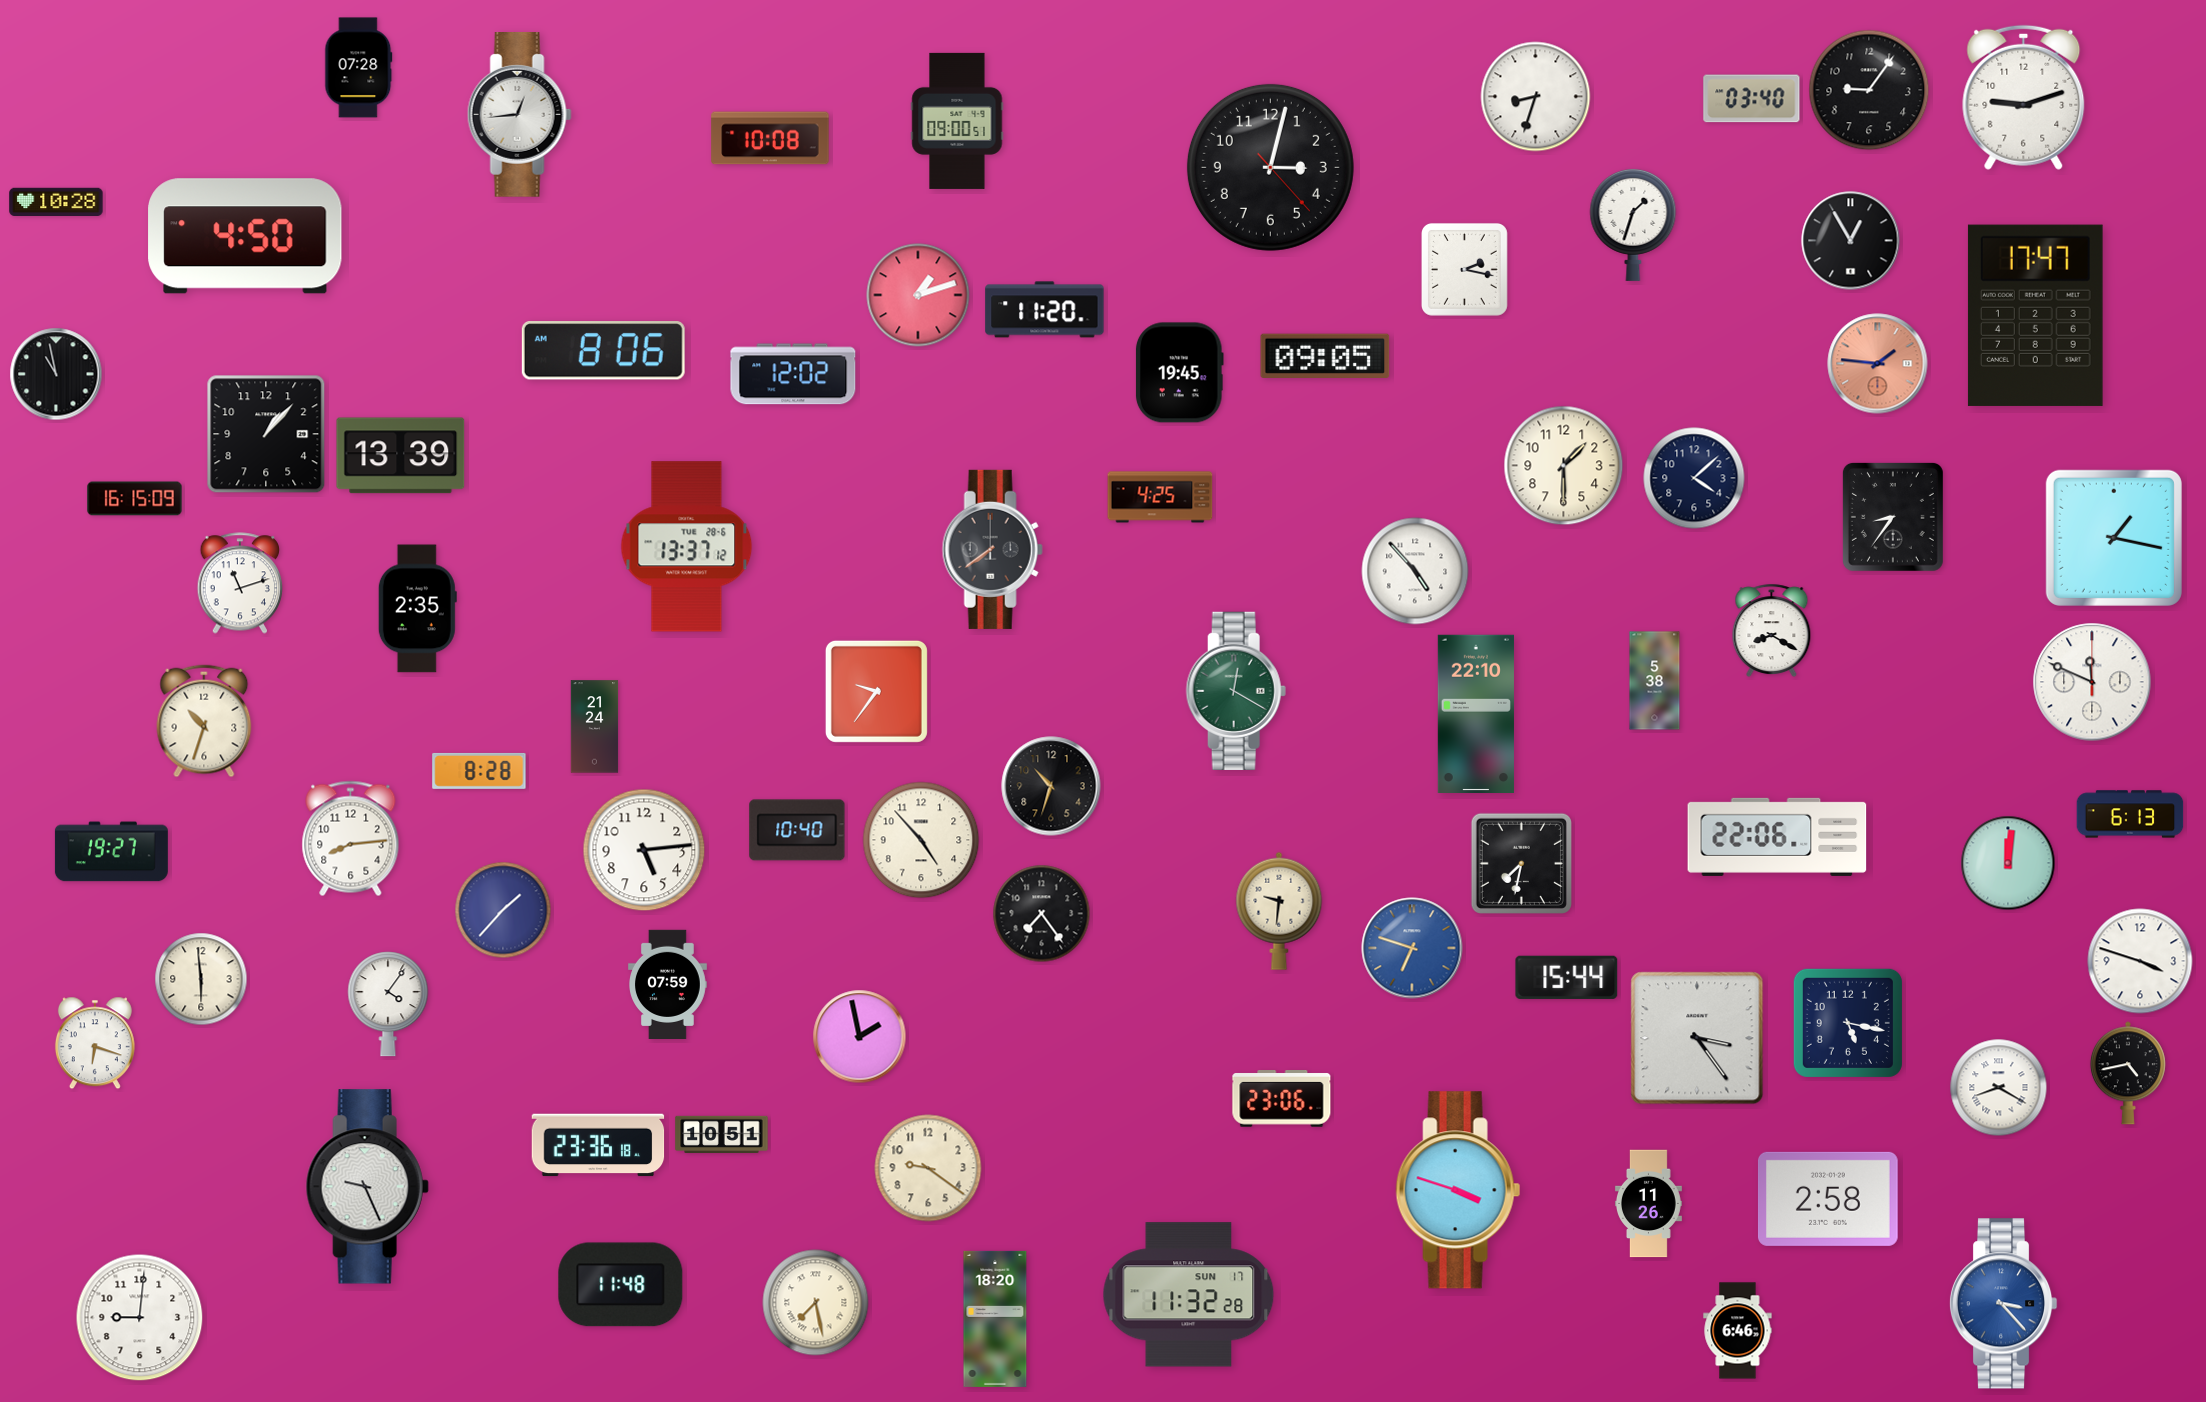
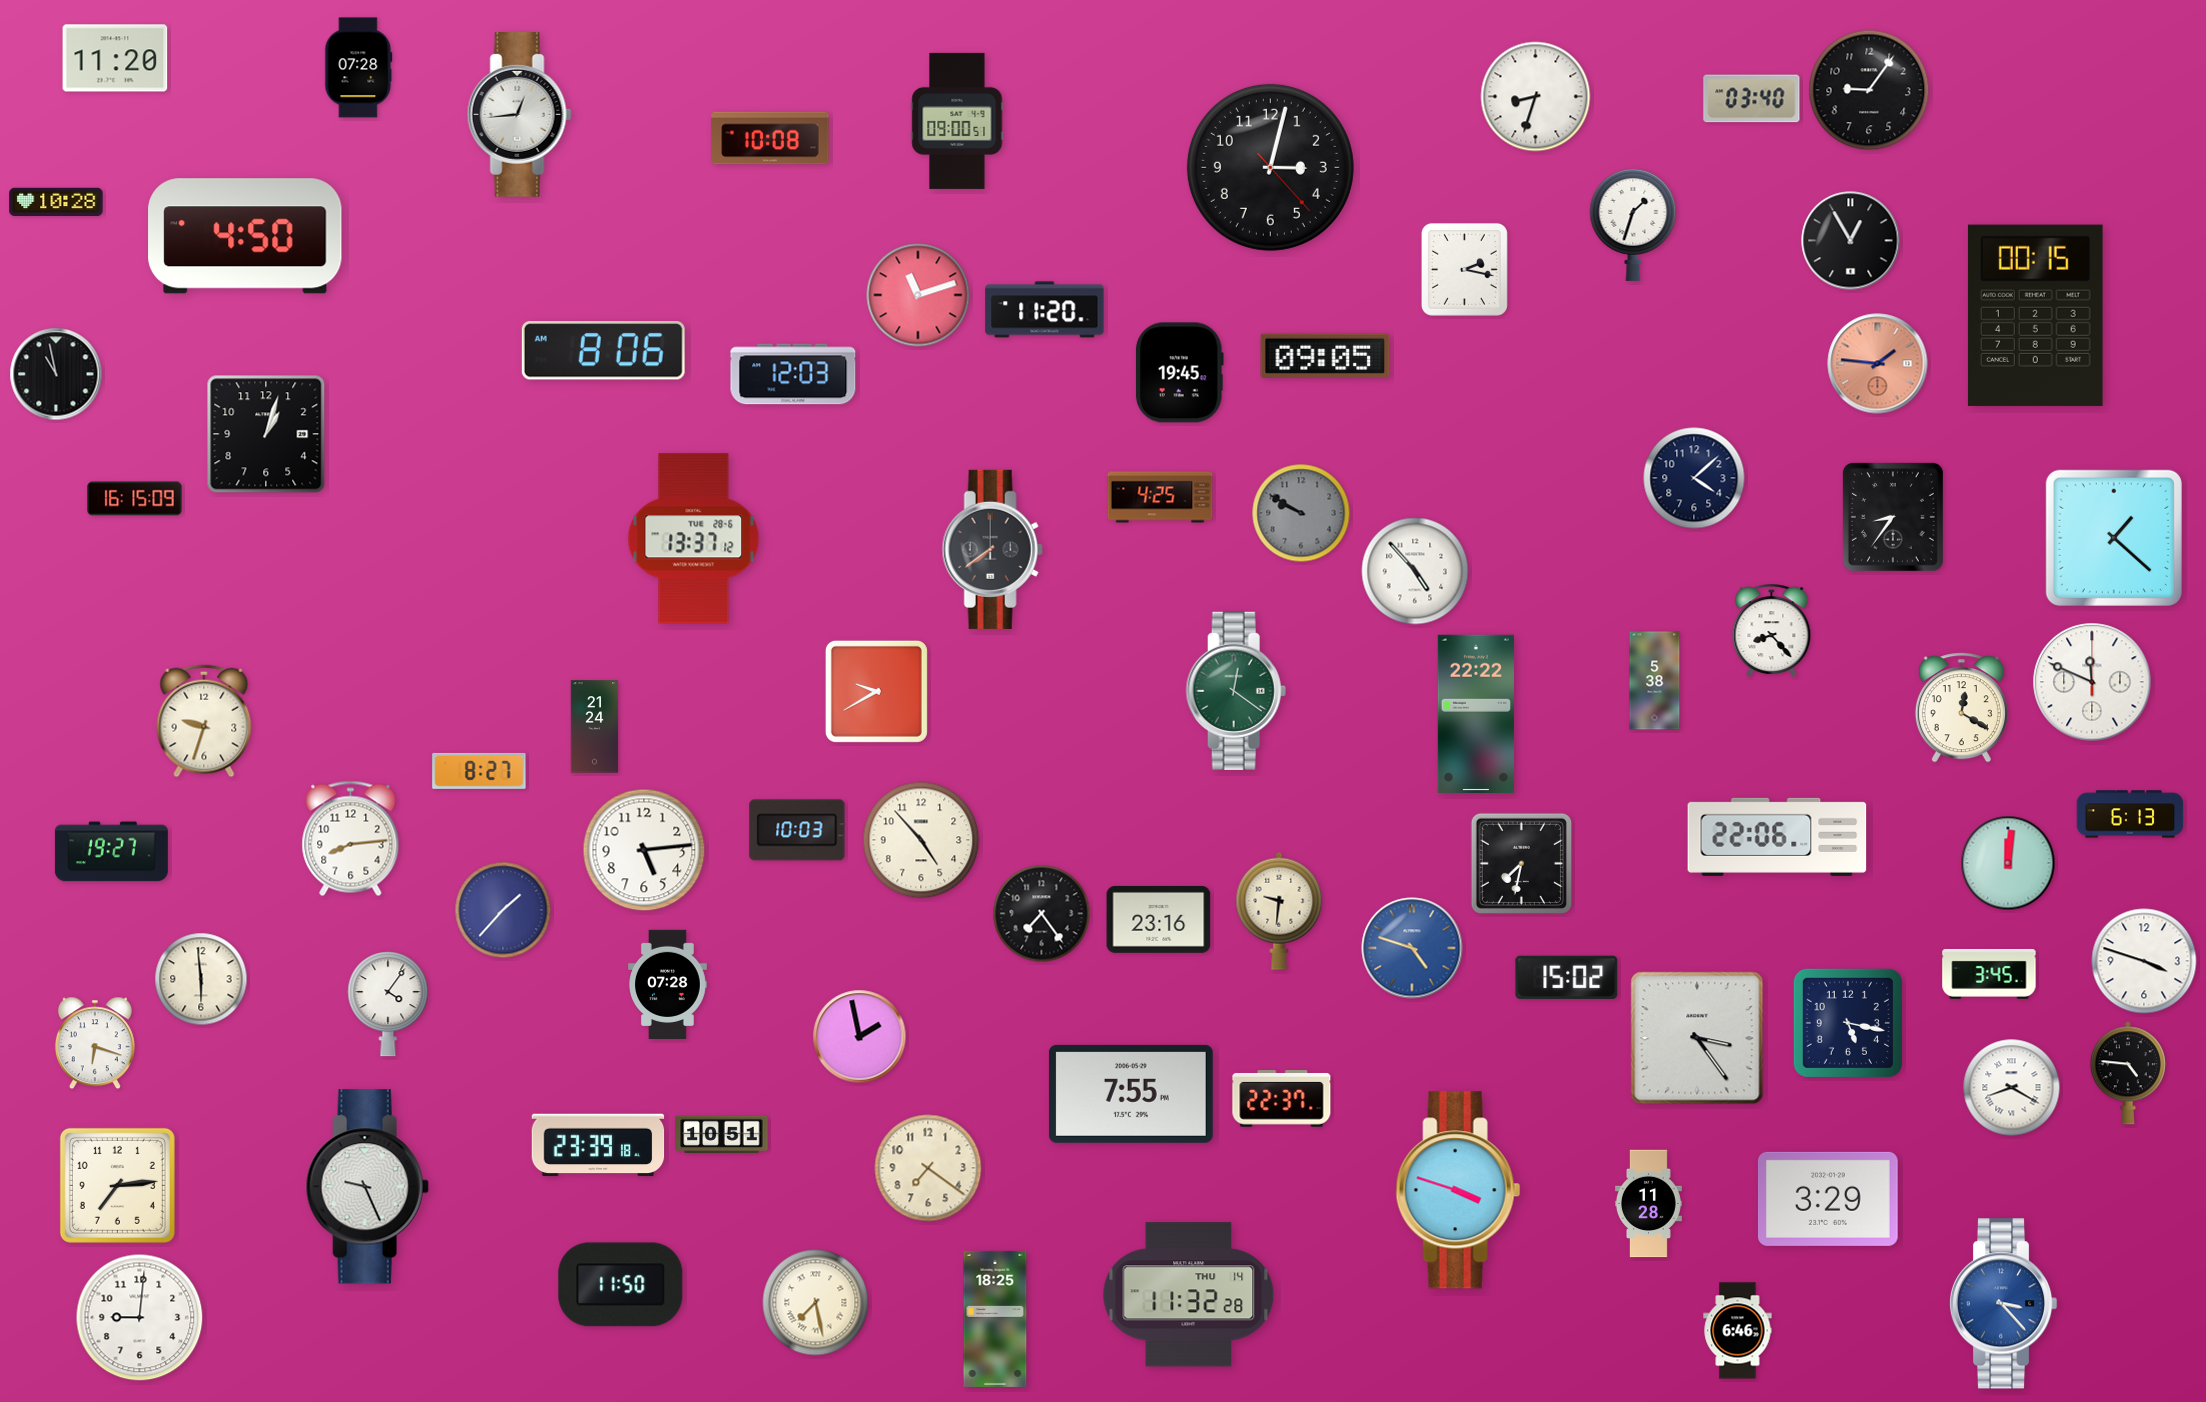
clock at (115, 58): none -> 11:20
clock at (2024, 97): 9:12 -> none
clock at (918, 295): 1:12 -> 11:12
clock at (2035, 315): 17:47 -> 00:15
clock at (793, 374): 12:02 -> 12:03
clock at (266, 434): 1:07 -> 1:03
clock at (401, 456): 13:39 -> none
clock at (1564, 466): 1:30 -> none
clock at (1301, 513): none -> 9:50
clock at (2114, 538): 1:17 -> 1:22
clock at (687, 547) position: (687, 547) -> (694, 539)
clock at (240, 583): 11:12 -> none
clock at (417, 609): 2:35 -> none
clock at (1772, 631): 8:20 -> 8:23
clock at (876, 691): 9:36 -> 9:40
clock at (1236, 691): 12:20 -> 12:21
clock at (1961, 708): none -> 12:20
clock at (1476, 713): 22:10 -> 22:22
clock at (204, 721): 10:33 -> 9:33
clock at (479, 771): 8:28 -> 8:27
clock at (1051, 786): 10:33 -> none
clock at (797, 830): 10:40 -> 10:03
clock at (1159, 919): none -> 23:16
clock at (1412, 948): 6:48 -> 4:48
clock at (2140, 961) position: (2140, 961) -> (2144, 961)
clock at (1989, 974): none -> 3:45
clock at (1567, 977): 15:44 -> 15:02
clock at (668, 984): 07:59 -> 07:28
clock at (2128, 1073): 4:43 -> 4:46
clock at (1999, 1088) position: (1999, 1088) -> (2012, 1088)
clock at (1131, 1094): none -> 7:55
clock at (1282, 1099): 23:06 -> 22:37
clock at (598, 1145): 23:36 -> 23:39
clock at (928, 1168): 9:21 -> 7:21
clock at (117, 1185): none -> 7:14
clock at (1828, 1199): 2:58 -> 3:29
clock at (1648, 1204): 11:26 -> 11:28
clock at (621, 1285): 11:48 -> 11:50
clock at (1189, 1295) date: SUN 17 -> THU 14
clock at (995, 1319): 18:20 -> 18:25
